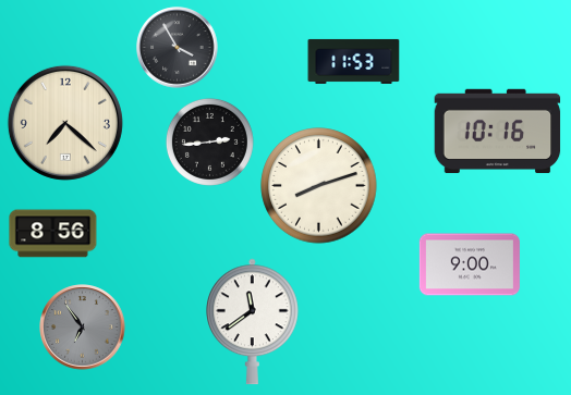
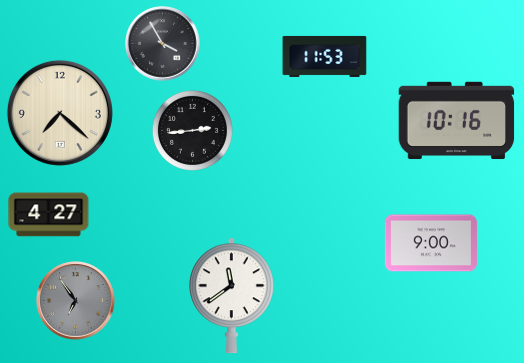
clock at (319, 186): 8:12 -> none
clock at (53, 234): 8:56 -> 4:27
